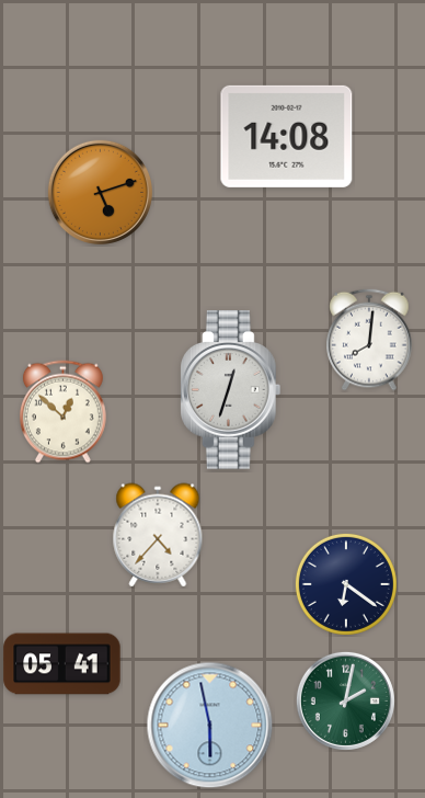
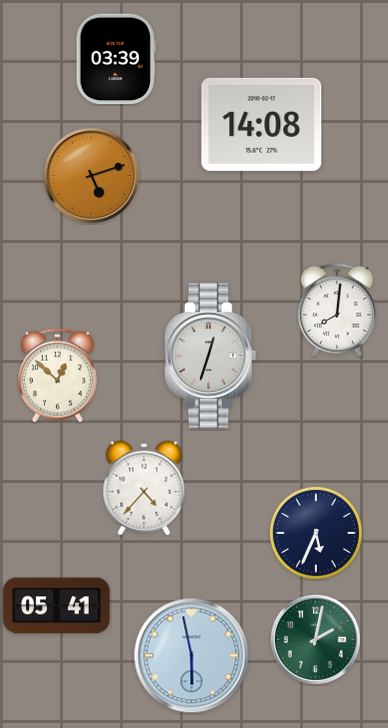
clock at (116, 59): none -> 03:39
clock at (346, 584): 6:21 -> 5:34
clock at (210, 726) position: (210, 726) -> (192, 656)
